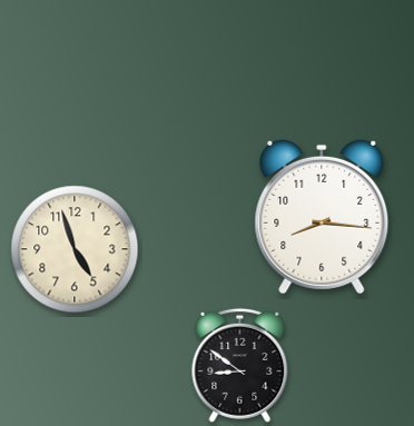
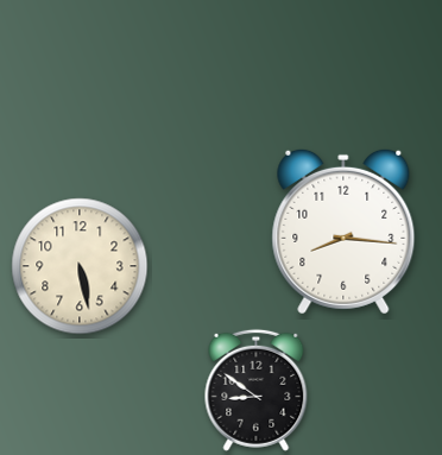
clock at (75, 249): 4:57 -> 5:28
